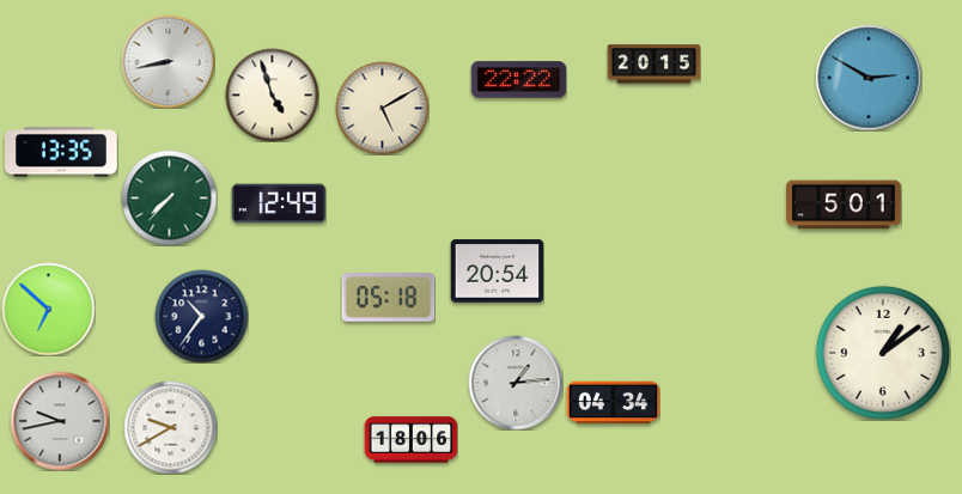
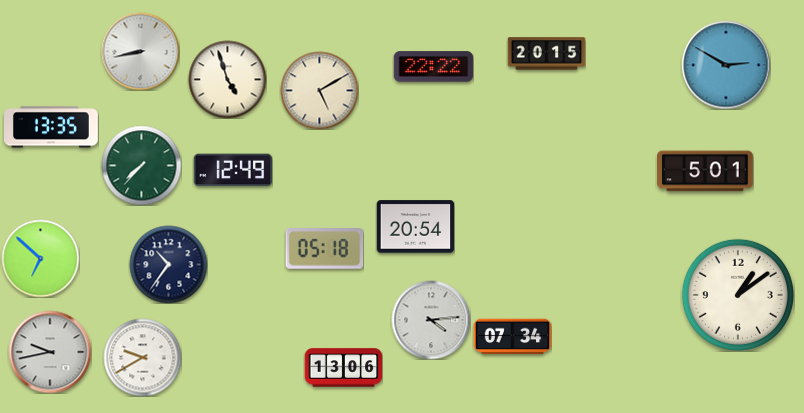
clock at (516, 383): 1:14 -> 4:14
clock at (613, 403): 04:34 -> 07:34
clock at (410, 440): 18:06 -> 13:06
